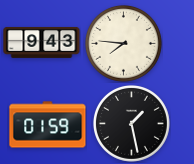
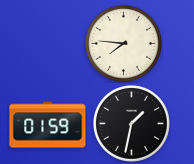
clock at (42, 42): 9:43 -> none
clock at (131, 123): 1:28 -> 1:32
